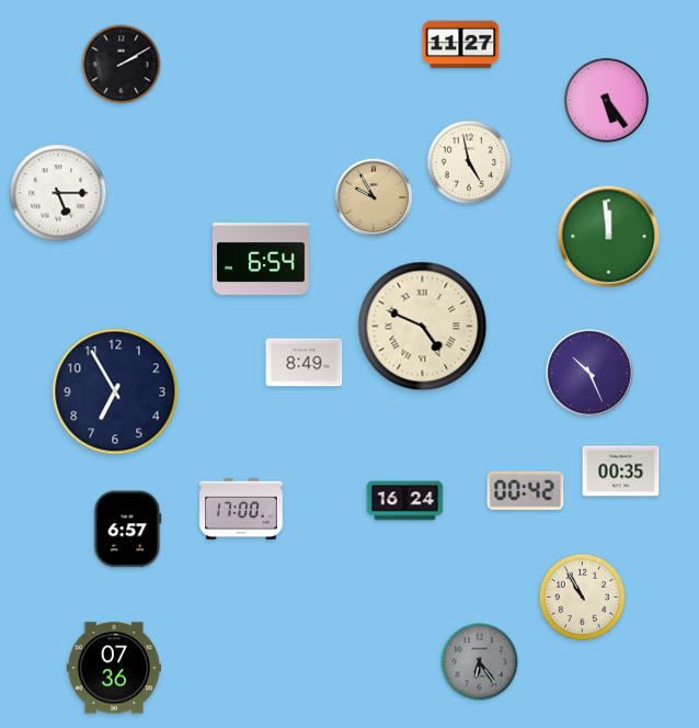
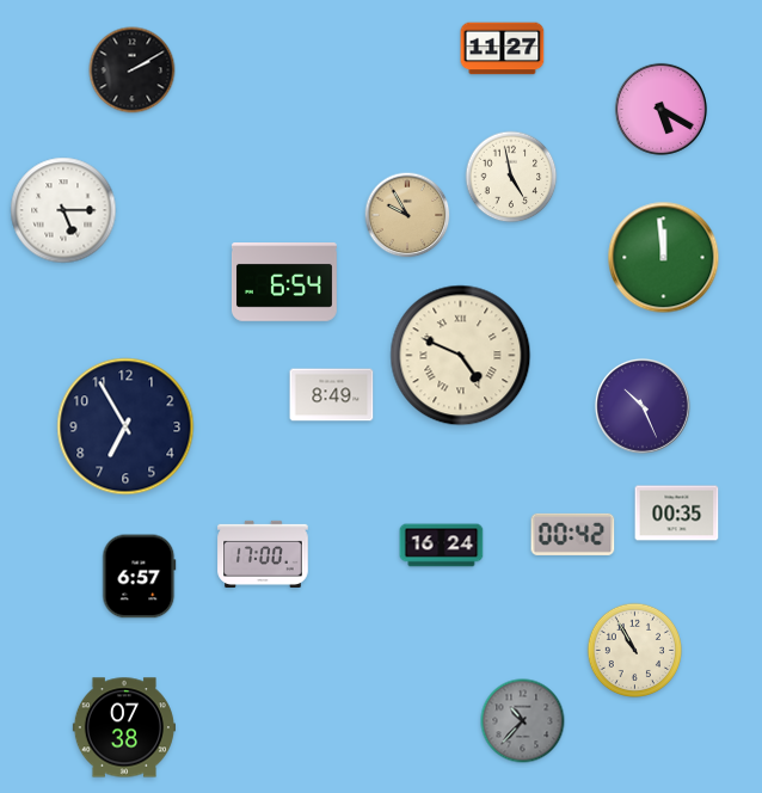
clock at (606, 100): 5:24 -> 5:20
clock at (480, 662): 6:24 -> 10:37
clock at (113, 668): 07:36 -> 07:38
